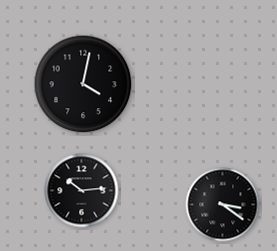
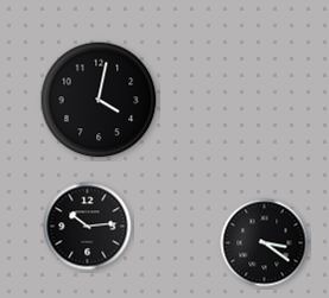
clock at (82, 191) position: (82, 191) -> (88, 227)
